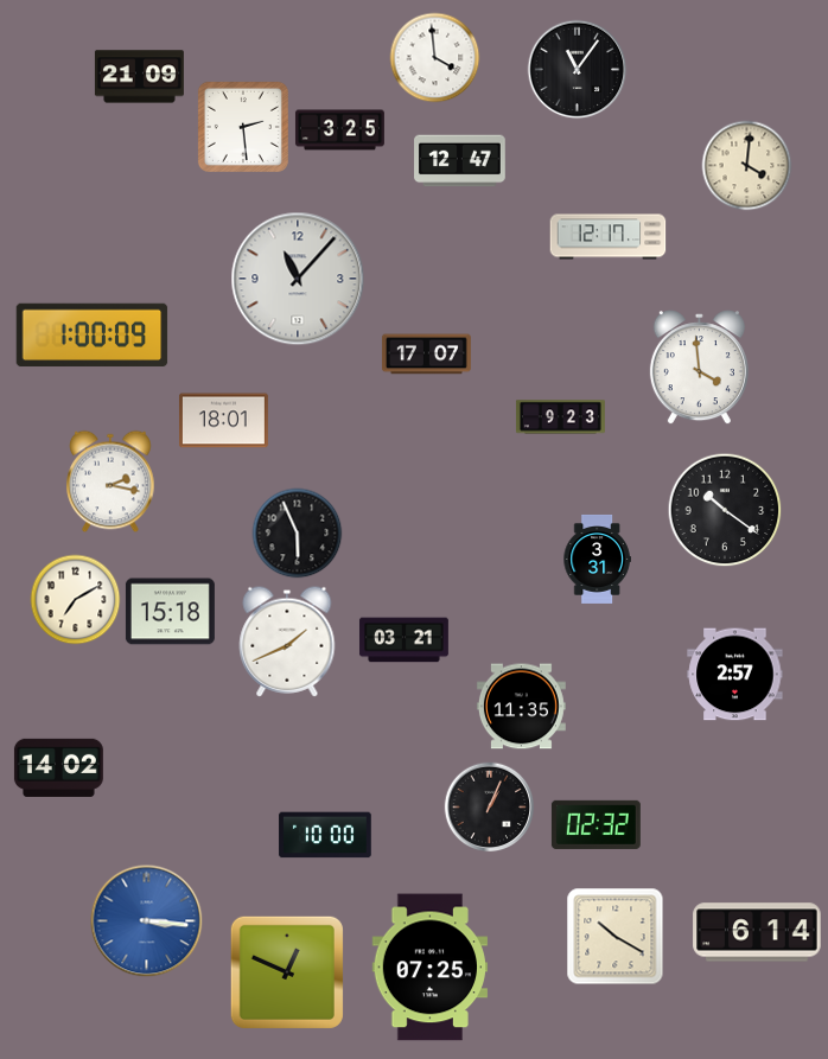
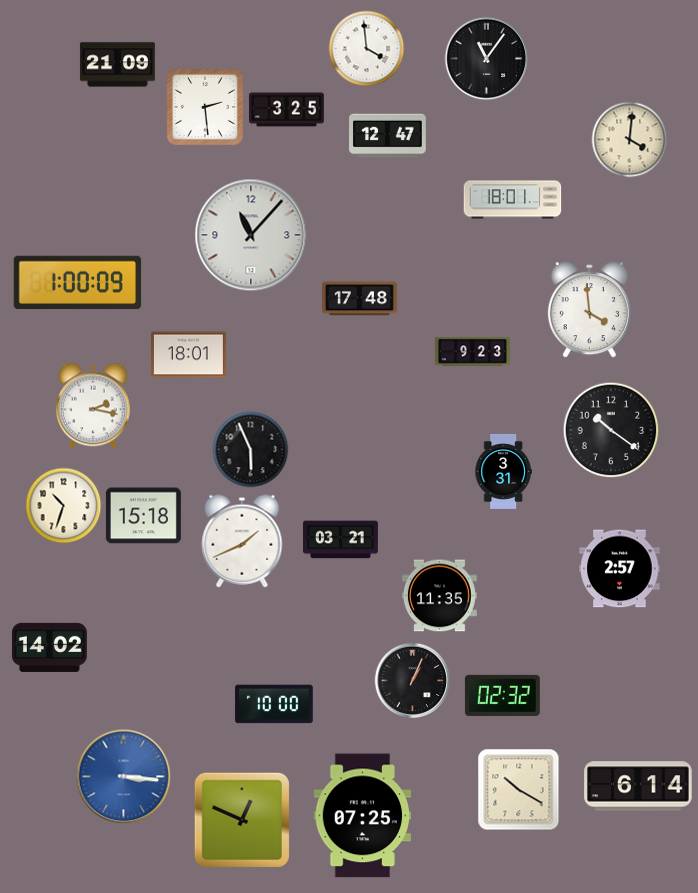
clock at (609, 237): 12:17 -> 18:01
clock at (426, 355): 17:07 -> 17:48
clock at (76, 600): 7:10 -> 10:33
